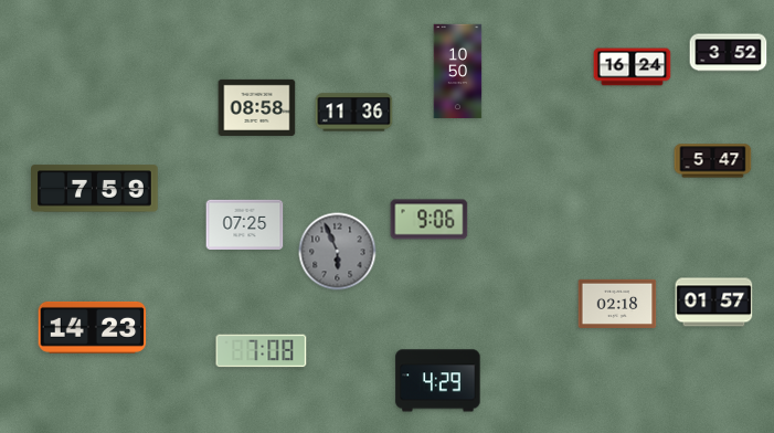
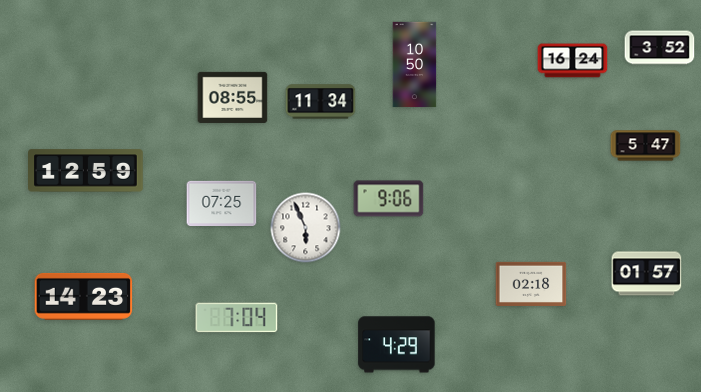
clock at (257, 107): 08:58 -> 08:55
clock at (354, 113): 11:36 -> 11:34
clock at (95, 189): 7:59 -> 12:59
clock at (338, 252) dial: grey -> white
clock at (617, 304) position: (617, 304) -> (531, 284)
clock at (262, 351): 7:08 -> 7:04
